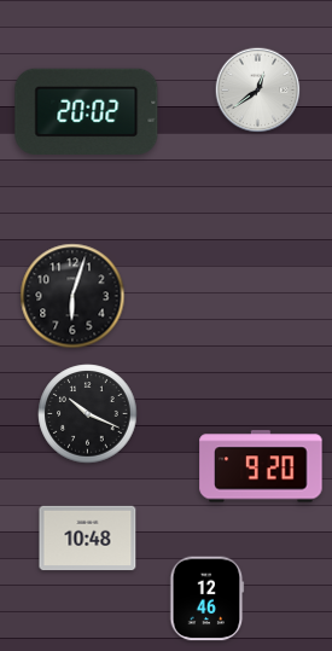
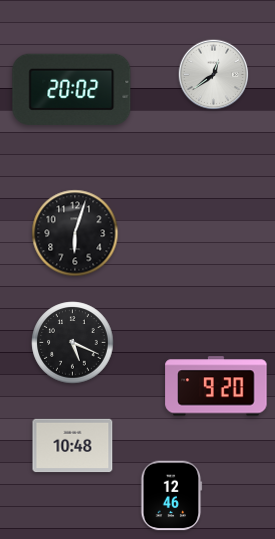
clock at (87, 111) position: (87, 111) -> (72, 89)
clock at (72, 296) position: (72, 296) -> (75, 233)
clock at (88, 414): 10:19 -> 5:19
